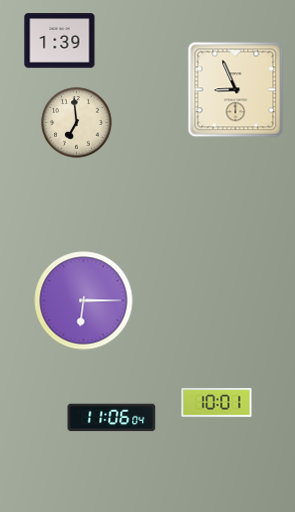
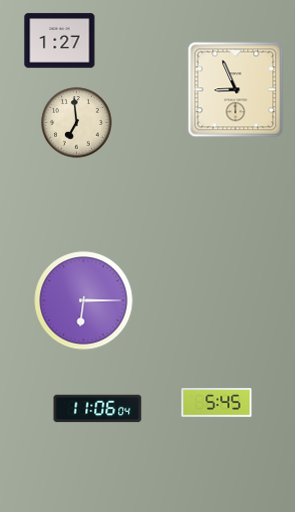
clock at (60, 41): 1:39 -> 1:27
clock at (217, 403): 10:01 -> 5:45
clock at (112, 418) position: (112, 418) -> (98, 409)
